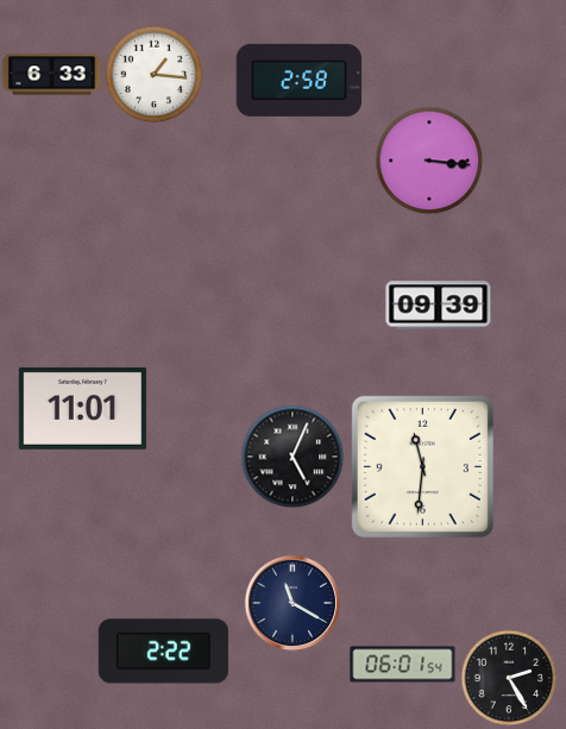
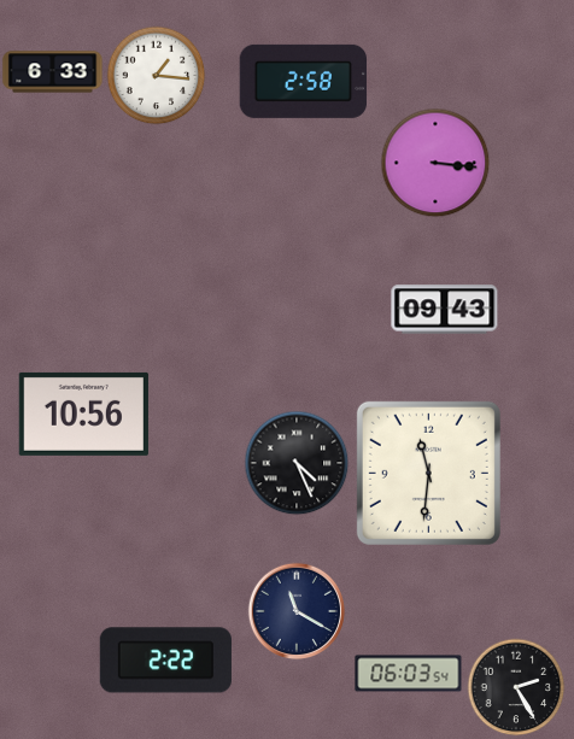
clock at (52, 75) position: (52, 75) -> (53, 72)
clock at (439, 306): 09:39 -> 09:43
clock at (82, 408): 11:01 -> 10:56
clock at (293, 457): 5:04 -> 4:26
clock at (403, 665): 06:01 -> 06:03
